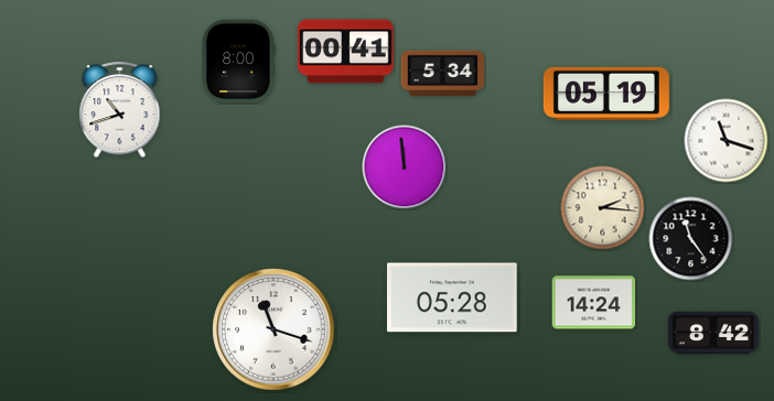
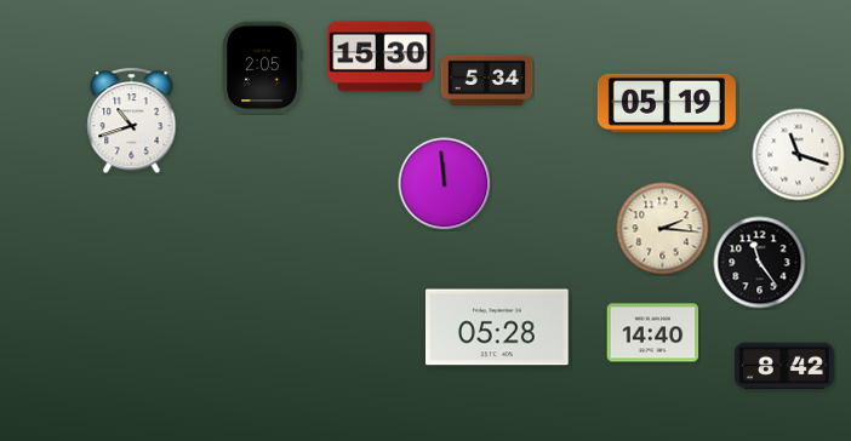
clock at (346, 52): 00:41 -> 15:30
clock at (238, 62): 8:00 -> 2:05
clock at (594, 303): 14:24 -> 14:40
clock at (273, 329): 11:18 -> none
